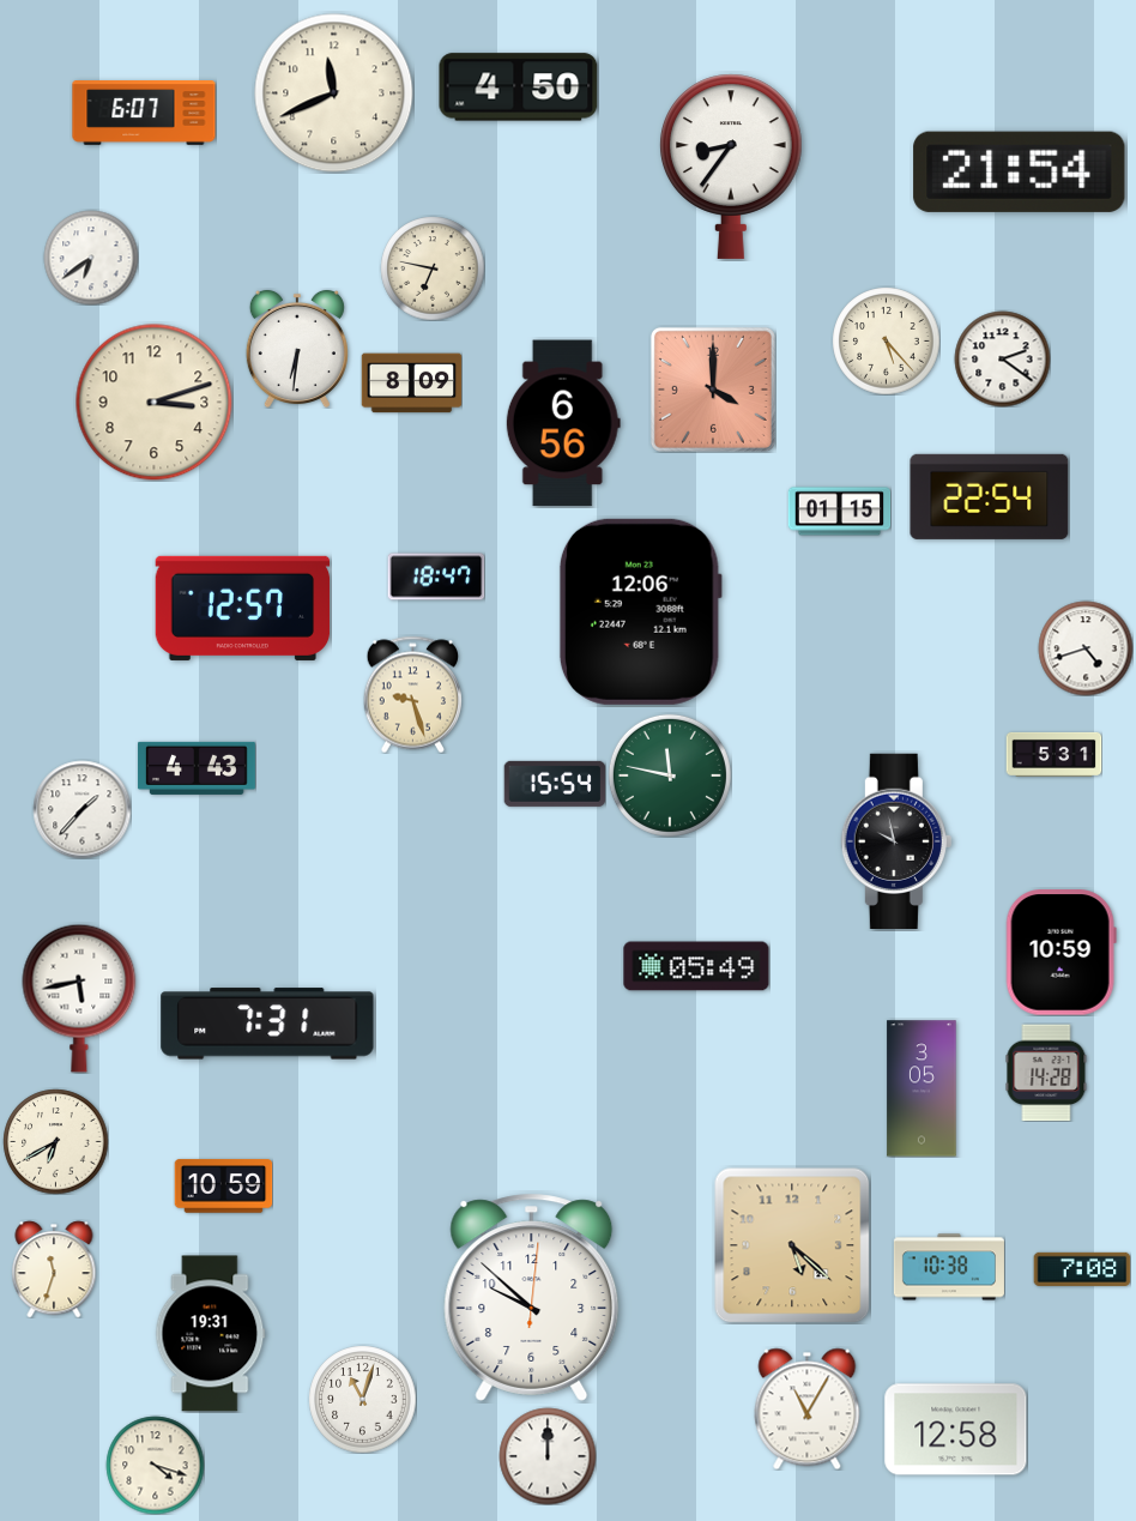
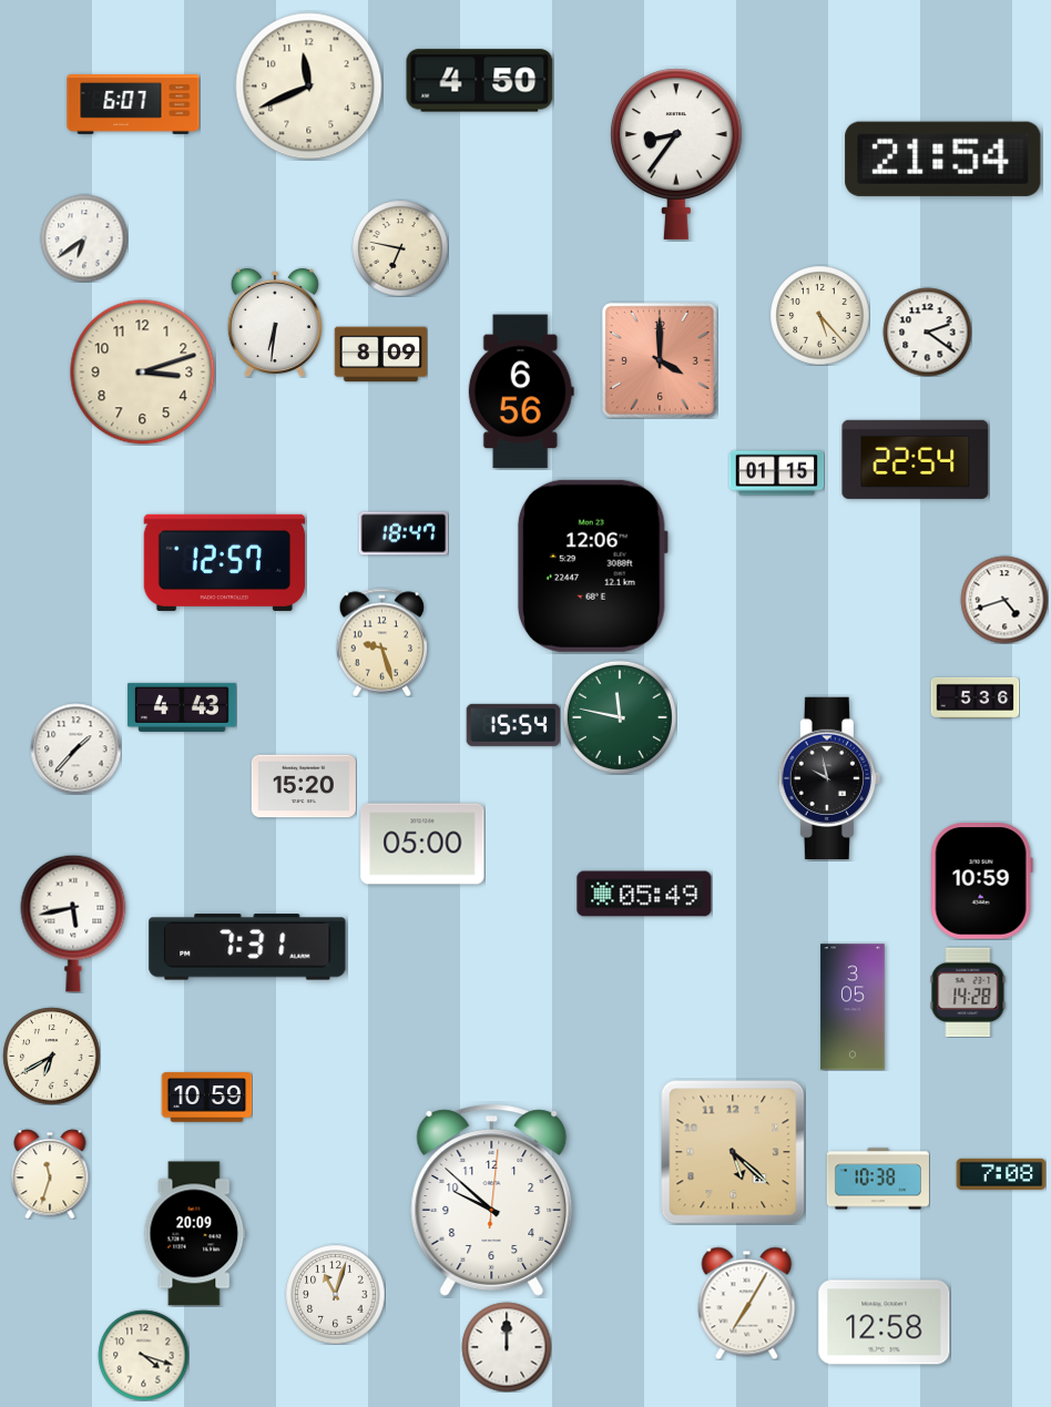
clock at (1053, 754): 5:31 -> 5:36
clock at (197, 768) position: (197, 768) -> (182, 707)
clock at (304, 786): none -> 15:20
clock at (422, 844): none -> 05:00
clock at (949, 1267) position: (949, 1267) -> (878, 1179)
clock at (211, 1334): 19:31 -> 20:09
clock at (808, 1408): 11:05 -> 7:05
